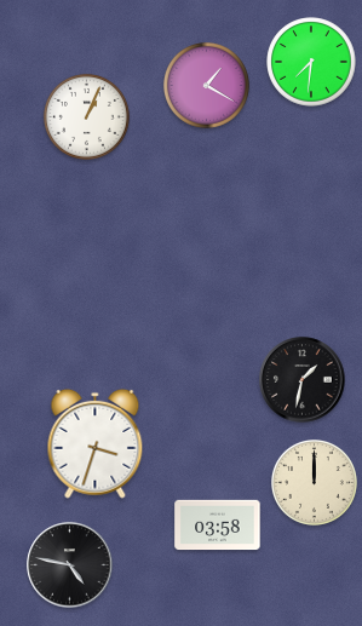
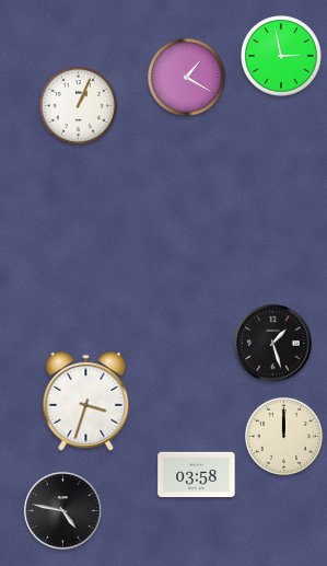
clock at (311, 62): 7:31 -> 2:58
clock at (303, 380): 1:32 -> 1:27
